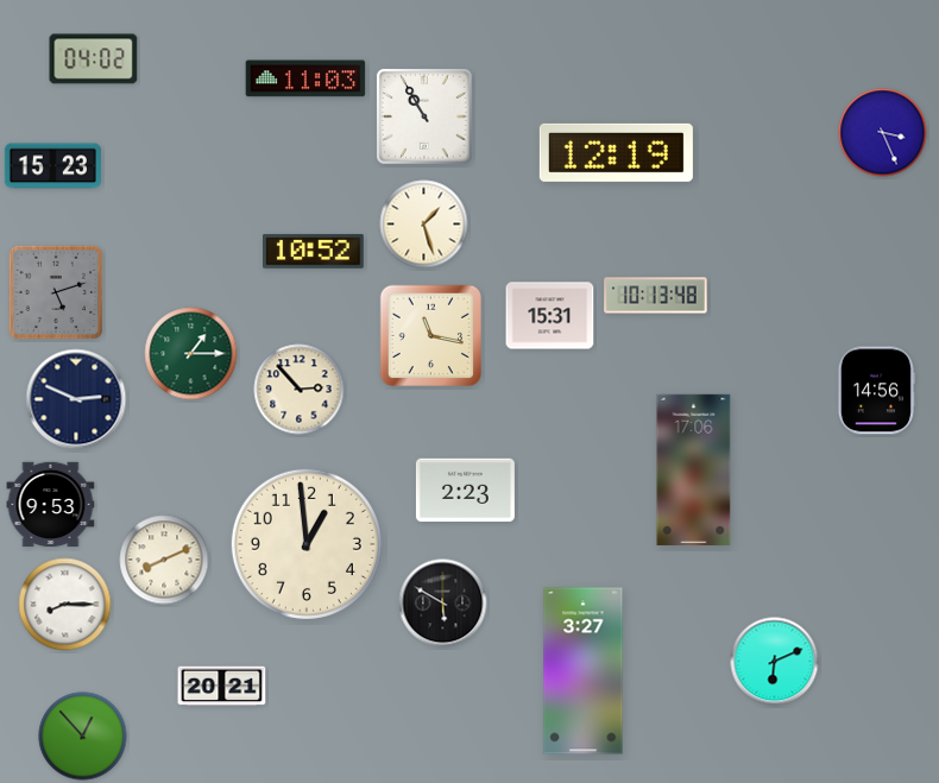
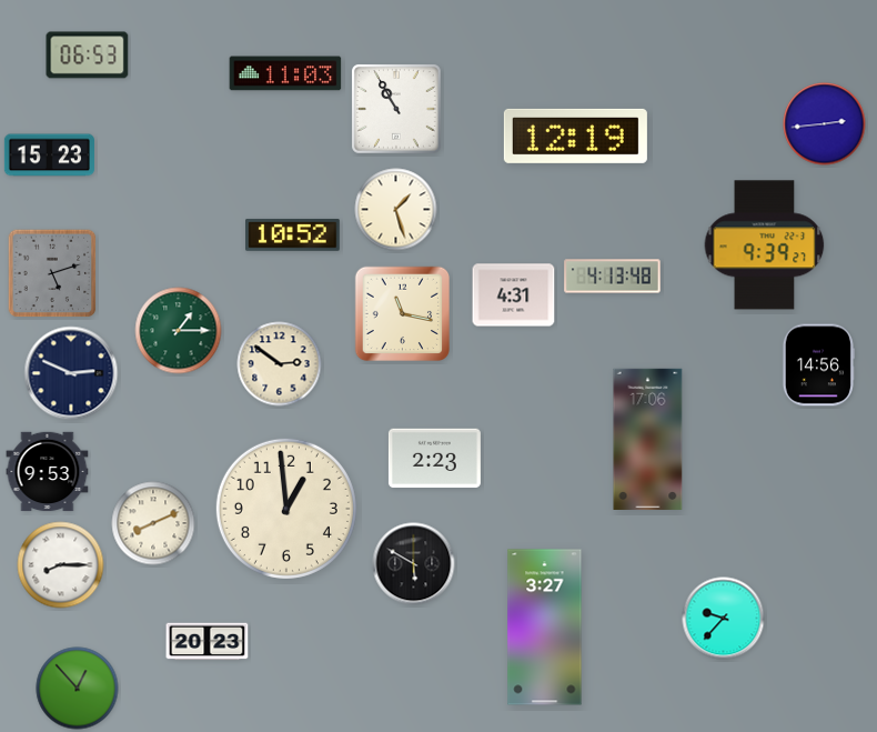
clock at (94, 59): 04:02 -> 06:53
clock at (883, 133): 3:26 -> 2:44
clock at (616, 152) position: (616, 152) -> (575, 136)
clock at (765, 245): none -> 9:39
clock at (656, 296): 10:13 -> 4:13
clock at (550, 316): 15:31 -> 4:31
clock at (300, 390): 2:53 -> 2:51
clock at (775, 662): 6:11 -> 9:37
clock at (222, 687): 20:21 -> 20:23
